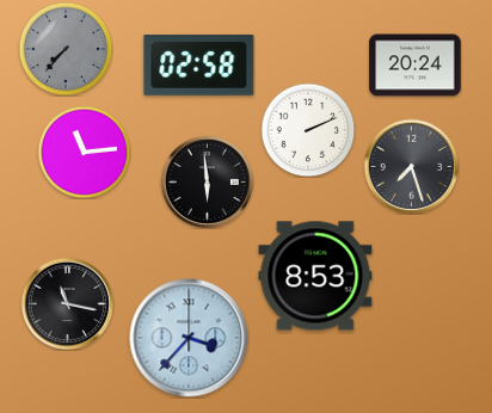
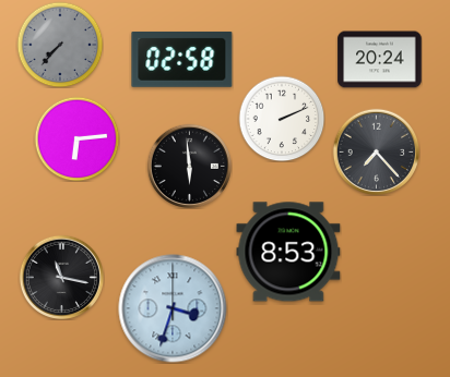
clock at (84, 152): 11:14 -> 6:14
clock at (411, 166): 7:27 -> 7:23
clock at (189, 338): 3:37 -> 3:33
